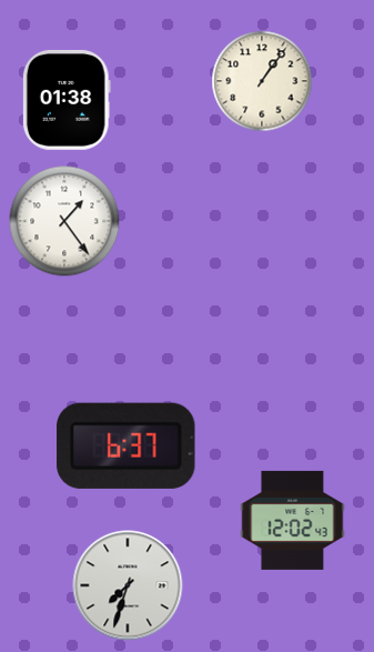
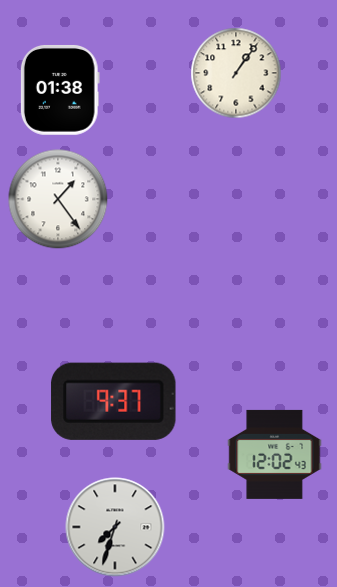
clock at (127, 445): 6:37 -> 9:37
clock at (293, 520) position: (293, 520) -> (275, 454)
